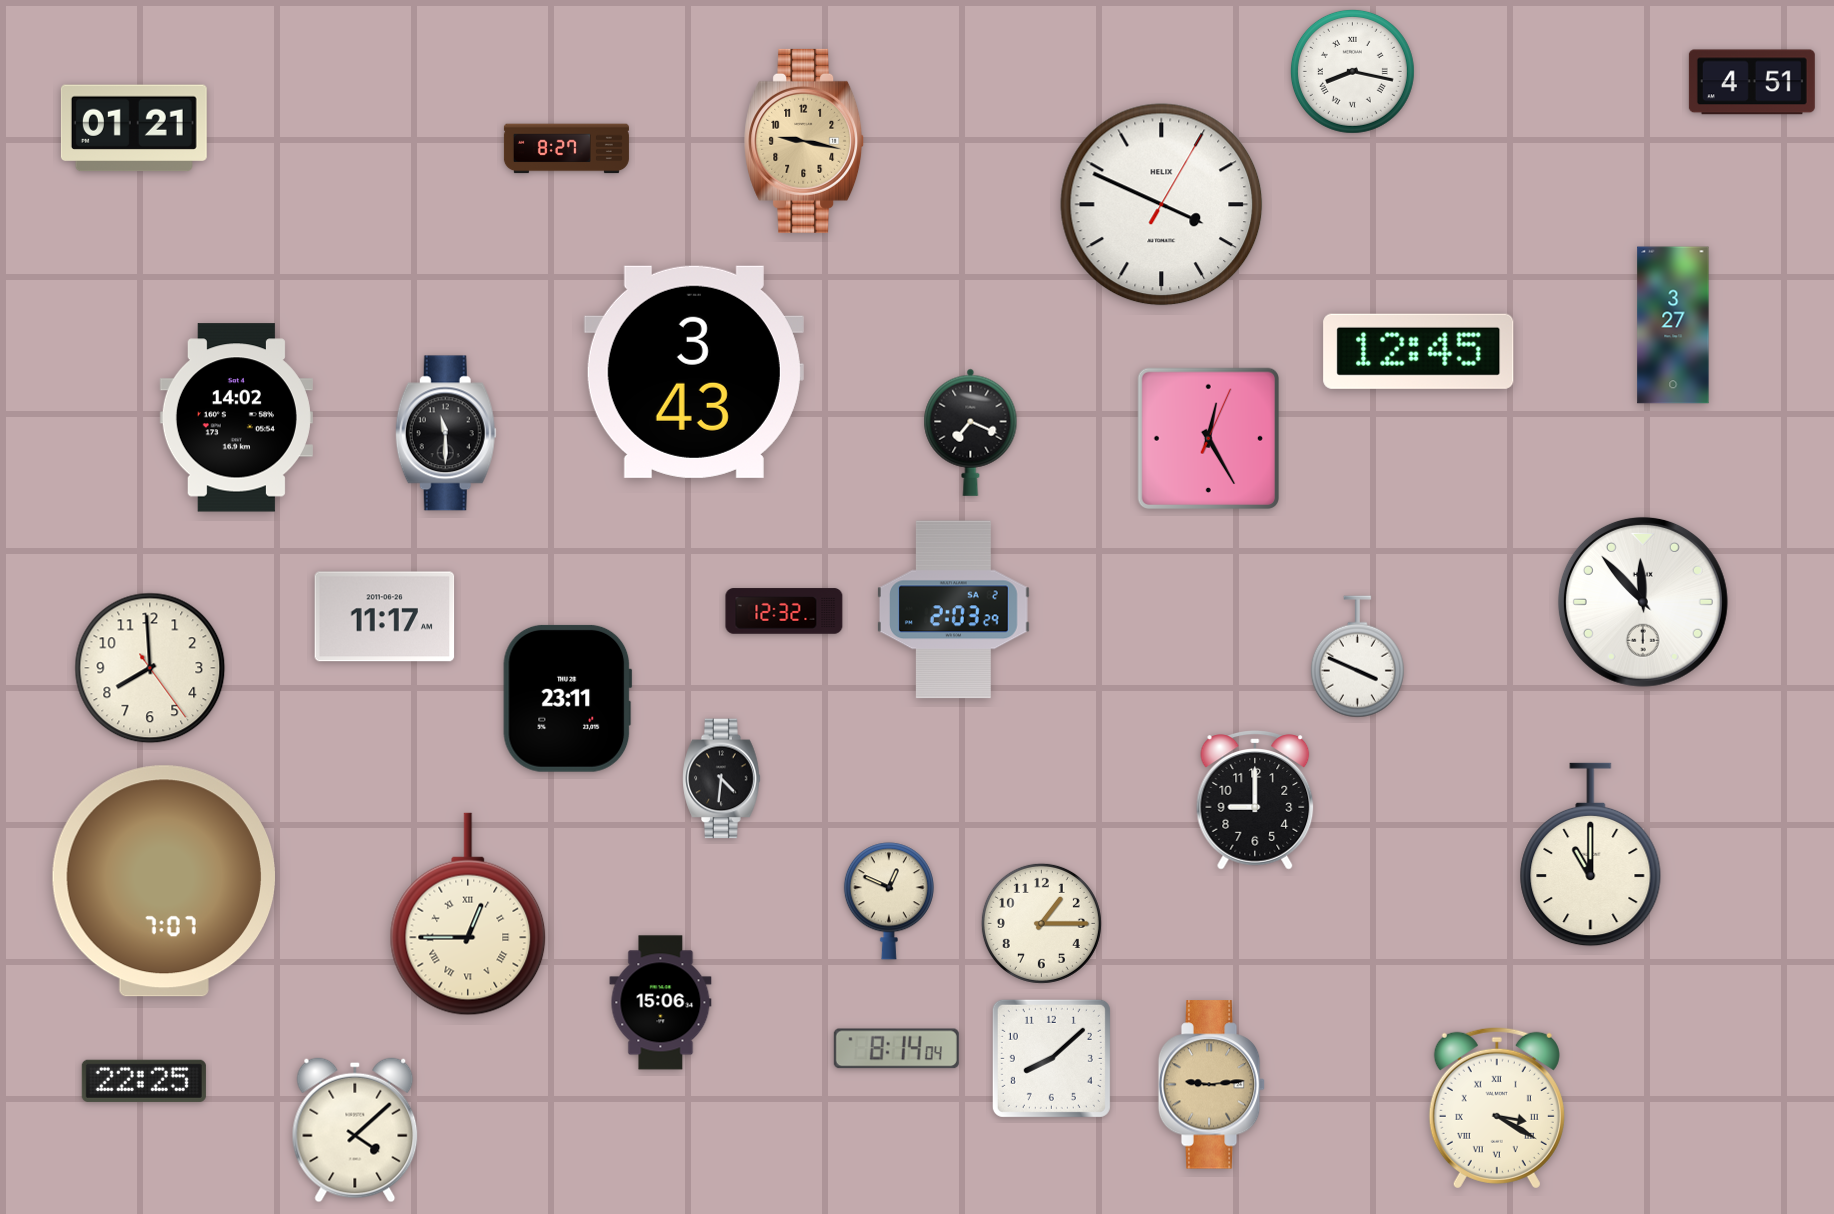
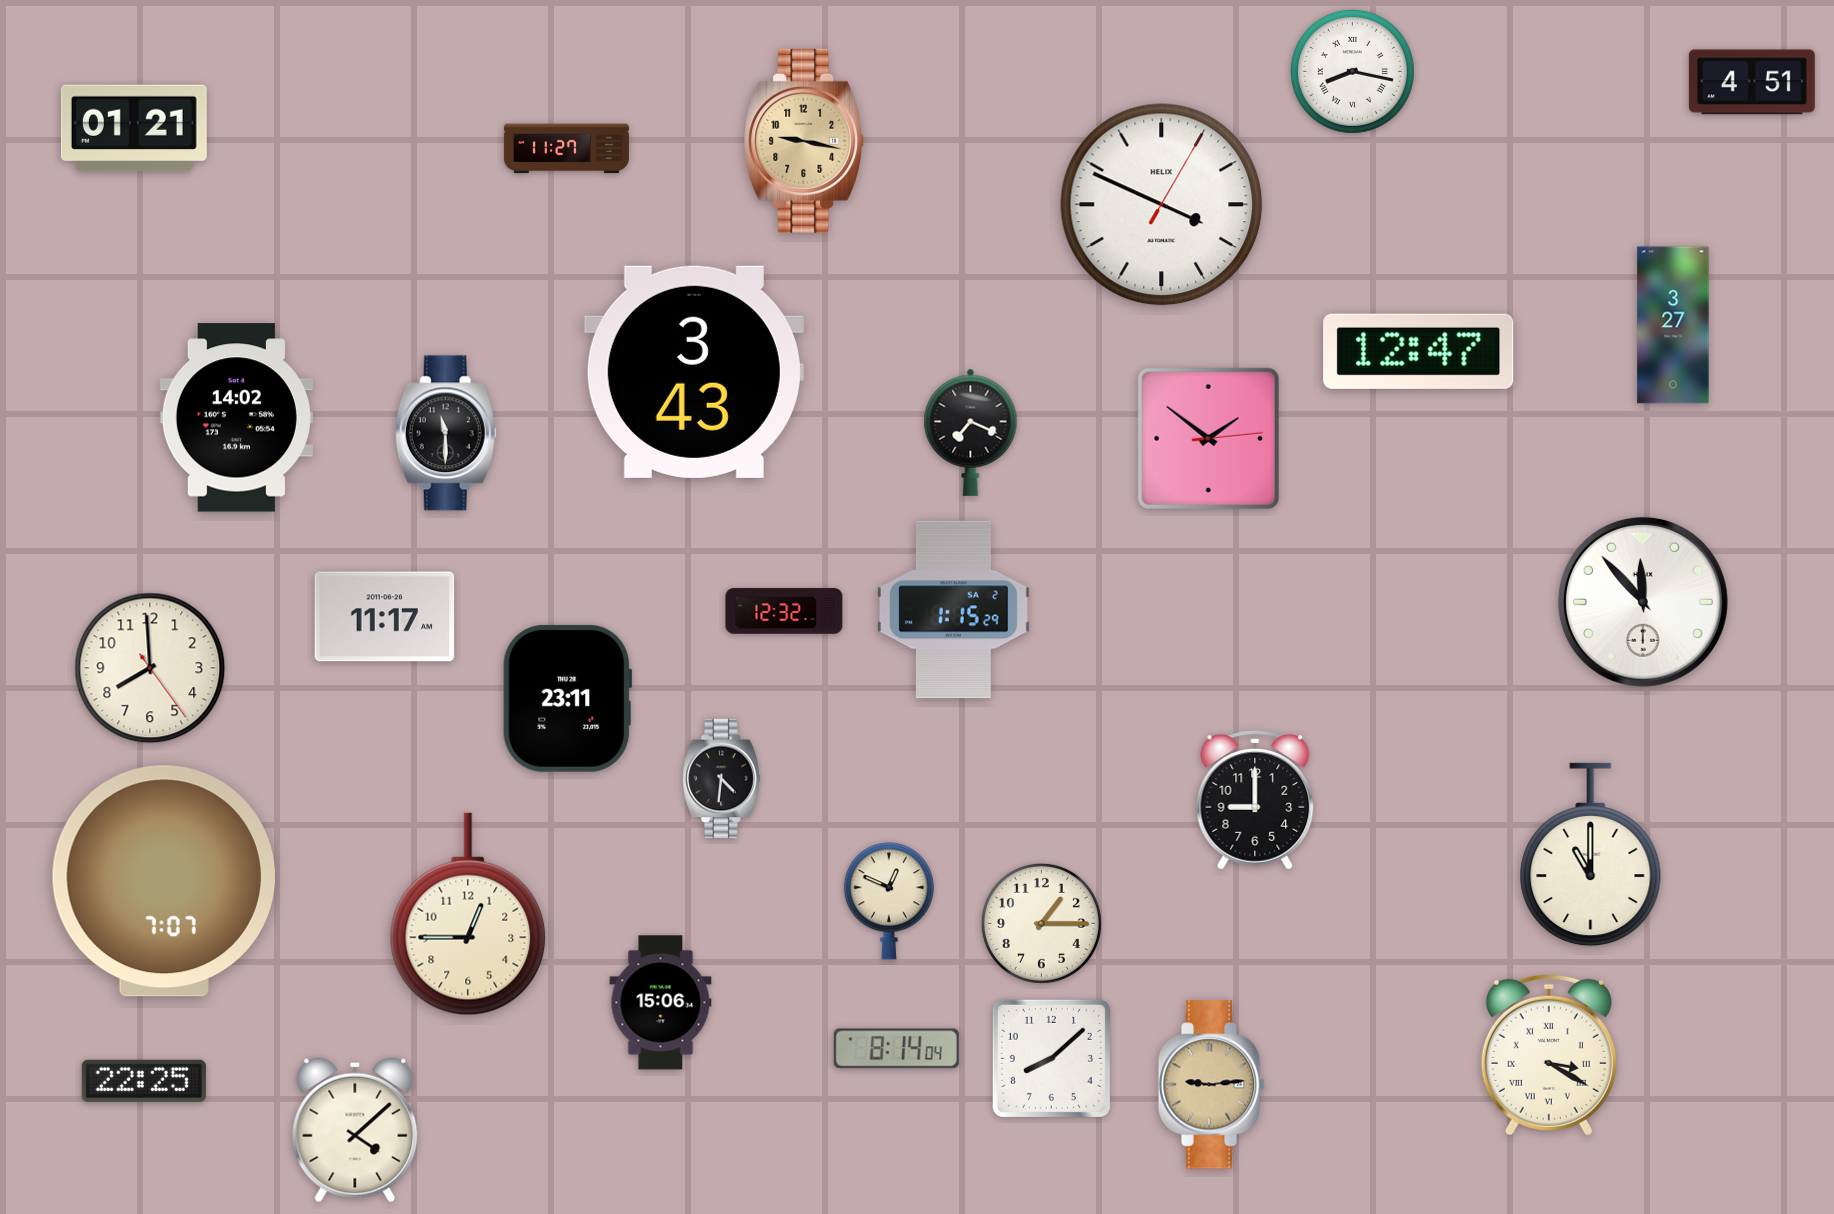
clock at (566, 149): 8:27 -> 11:27
clock at (1419, 351): 12:45 -> 12:47
clock at (1208, 438): 12:25 -> 1:51
clock at (953, 610): 2:03 -> 1:15
clock at (1357, 657): 3:49 -> none
clock at (468, 914) numerals: Roman -> Arabic
clock at (1497, 1108) position: (1497, 1108) -> (1549, 1055)
